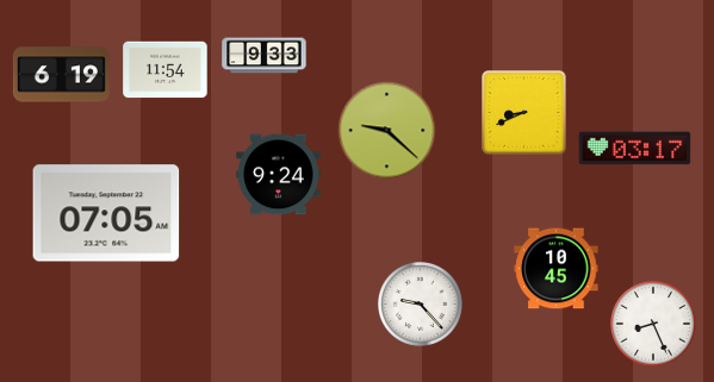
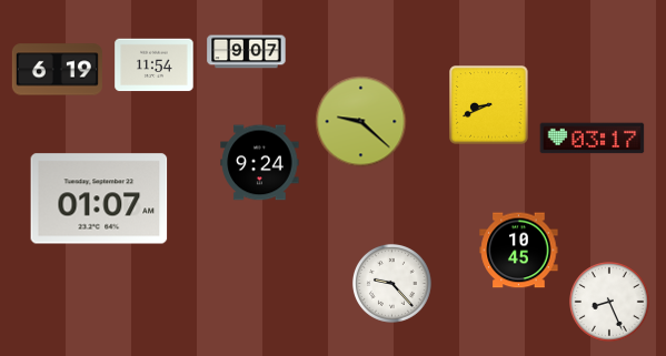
clock at (265, 56): 9:33 -> 9:07
clock at (106, 213): 07:05 -> 01:07
